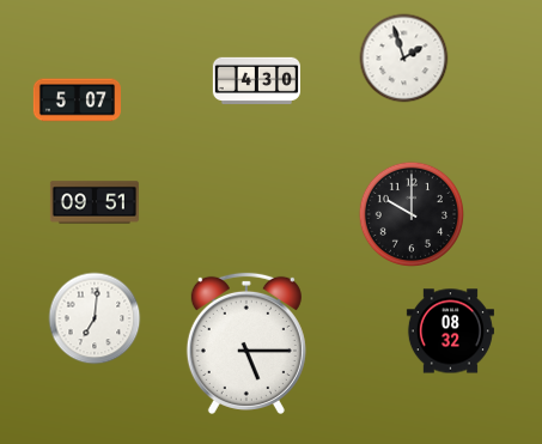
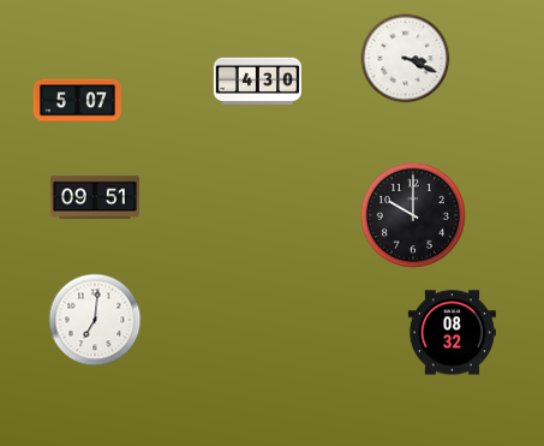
clock at (404, 59): 1:57 -> 3:19
clock at (95, 202) position: (95, 202) -> (95, 197)
clock at (246, 343): 5:15 -> none
